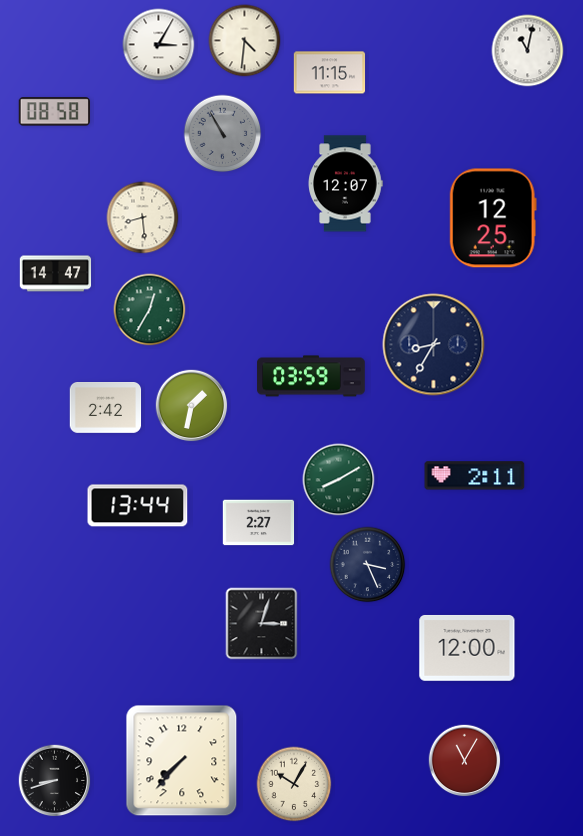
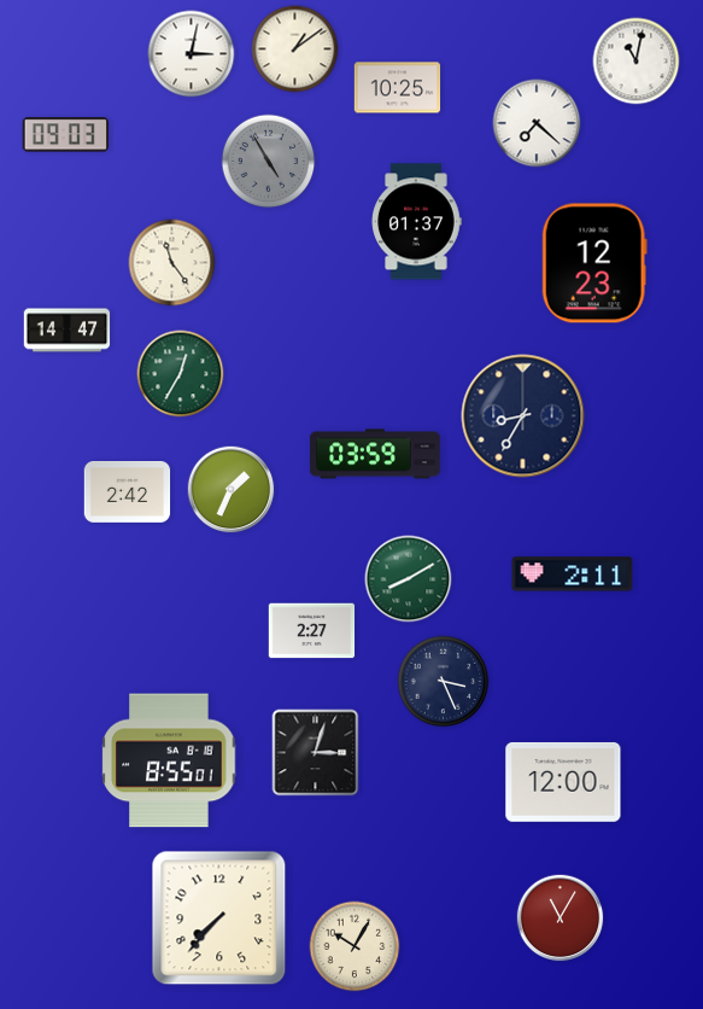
clock at (245, 41): 4:31 -> 1:09
clock at (159, 45): 3:05 -> 3:02
clock at (330, 73): 11:15 -> 10:25
clock at (537, 123): none -> 7:22
clock at (54, 112): 08:58 -> 09:03
clock at (223, 134): 10:55 -> 4:55
clock at (345, 184): 12:07 -> 01:37
clock at (143, 218): 8:29 -> 11:24
clock at (493, 218): 12:25 -> 12:23
clock at (192, 406): 1:32 -> 1:34
clock at (138, 506): 13:44 -> none
clock at (169, 760): none -> 8:55
clock at (55, 781): 8:42 -> none
